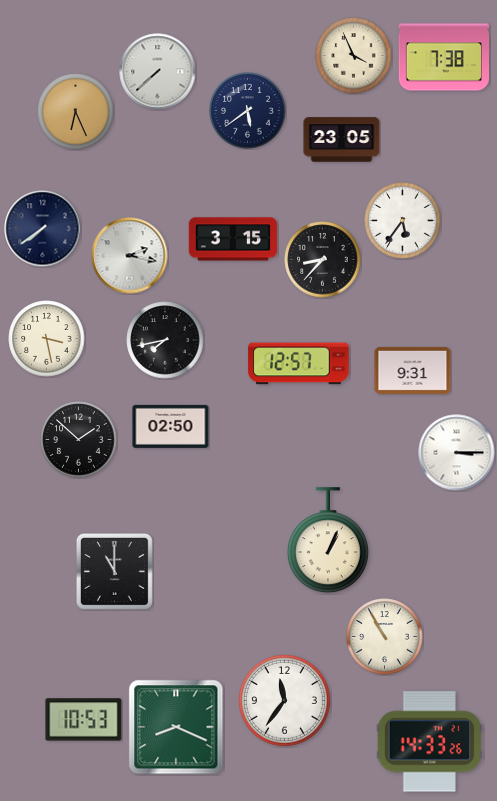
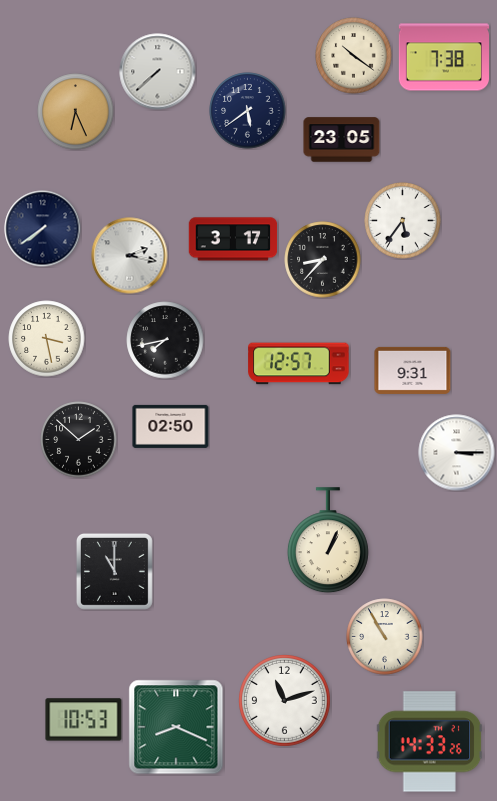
clock at (354, 56): 3:56 -> 10:21
clock at (233, 239): 3:15 -> 3:17
clock at (285, 701): 11:36 -> 11:12
